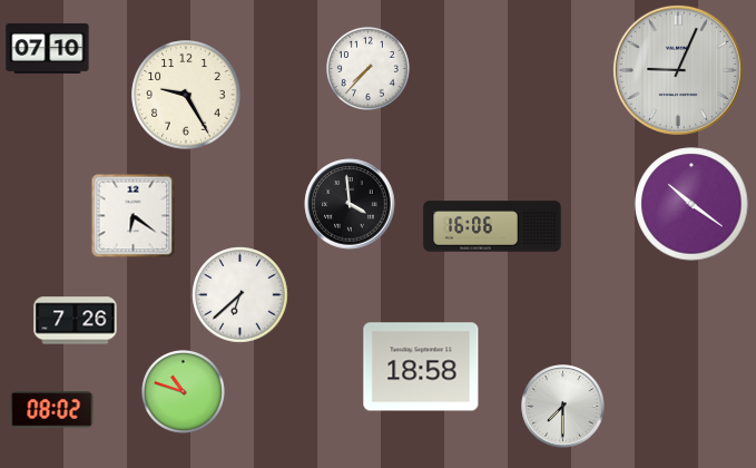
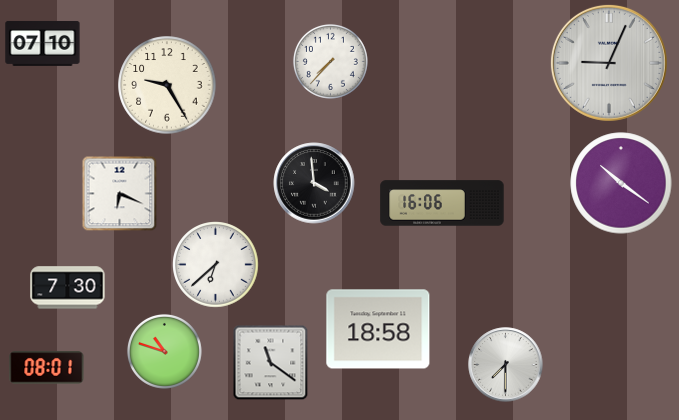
clock at (134, 216): 6:21 -> 6:19
clock at (76, 321): 7:26 -> 7:30
clock at (271, 363): none -> 11:21
clock at (52, 410): 08:02 -> 08:01
